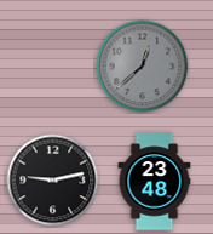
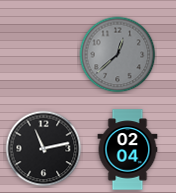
clock at (53, 181): 9:13 -> 11:13
clock at (155, 182): 23:48 -> 02:04
